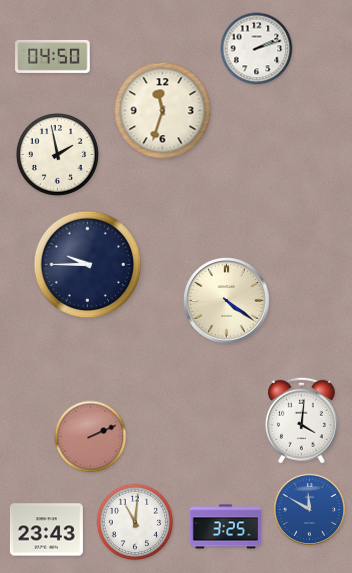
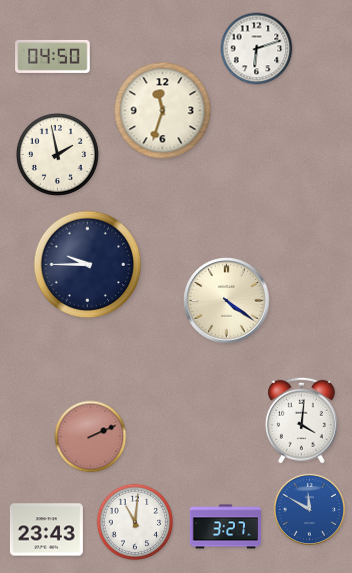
clock at (257, 49): 2:12 -> 6:12
clock at (225, 527): 3:25 -> 3:27
